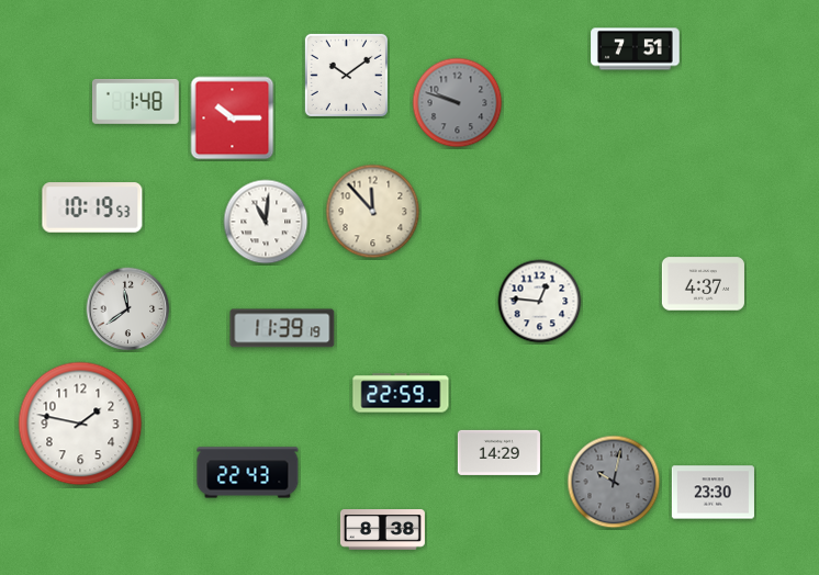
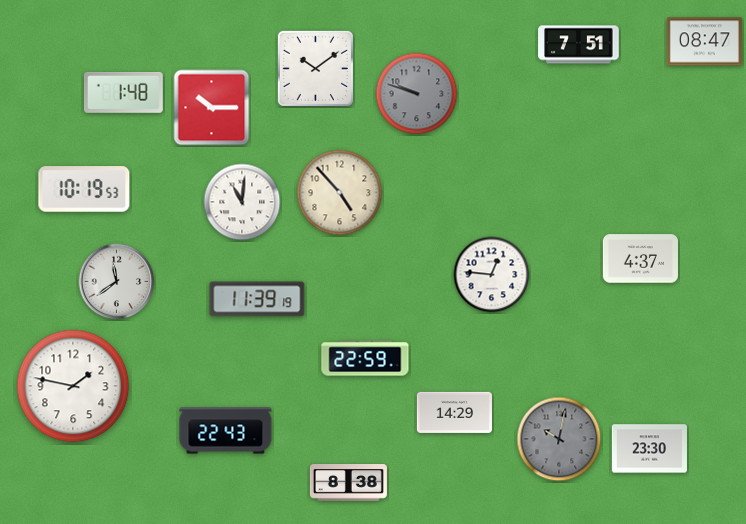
clock at (704, 42): none -> 08:47
clock at (373, 212): 11:53 -> 4:53
